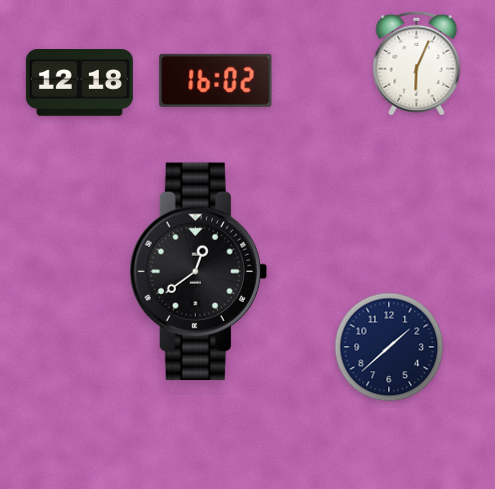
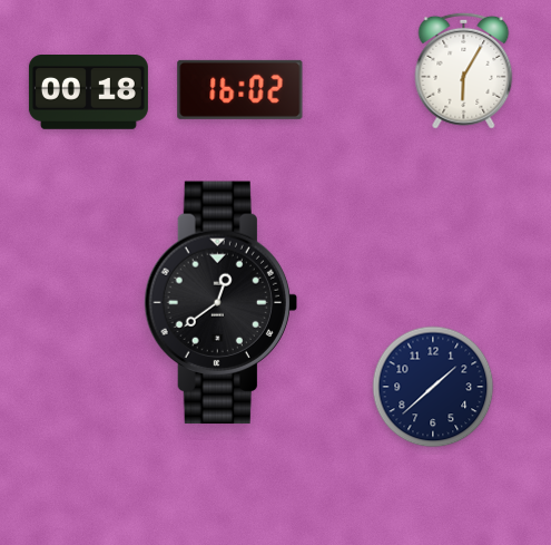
clock at (417, 63): 6:04 -> 6:05
clock at (79, 83): 12:18 -> 00:18
